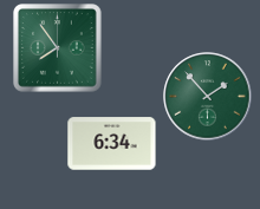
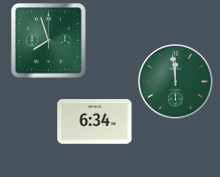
clock at (58, 48): 7:54 -> 7:57
clock at (208, 97): 1:53 -> 11:59
